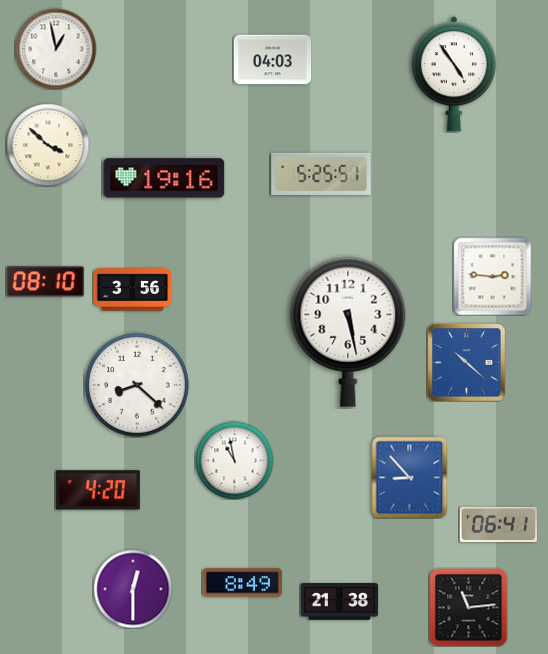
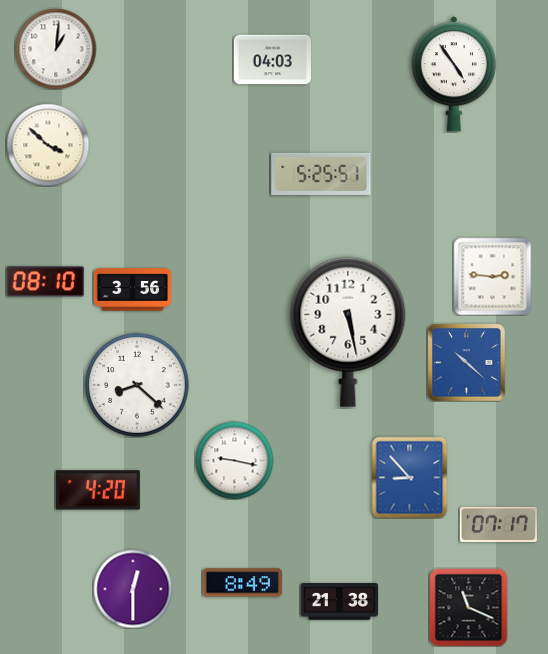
clock at (56, 49): 12:58 -> 1:01
clock at (164, 178): 19:16 -> none
clock at (234, 460): 10:58 -> 9:17
clock at (498, 524): 06:41 -> 07:17
clock at (468, 607): 11:14 -> 11:19
